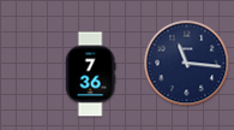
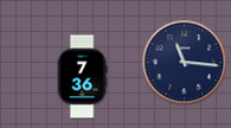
clock at (90, 75) position: (90, 75) -> (82, 77)
